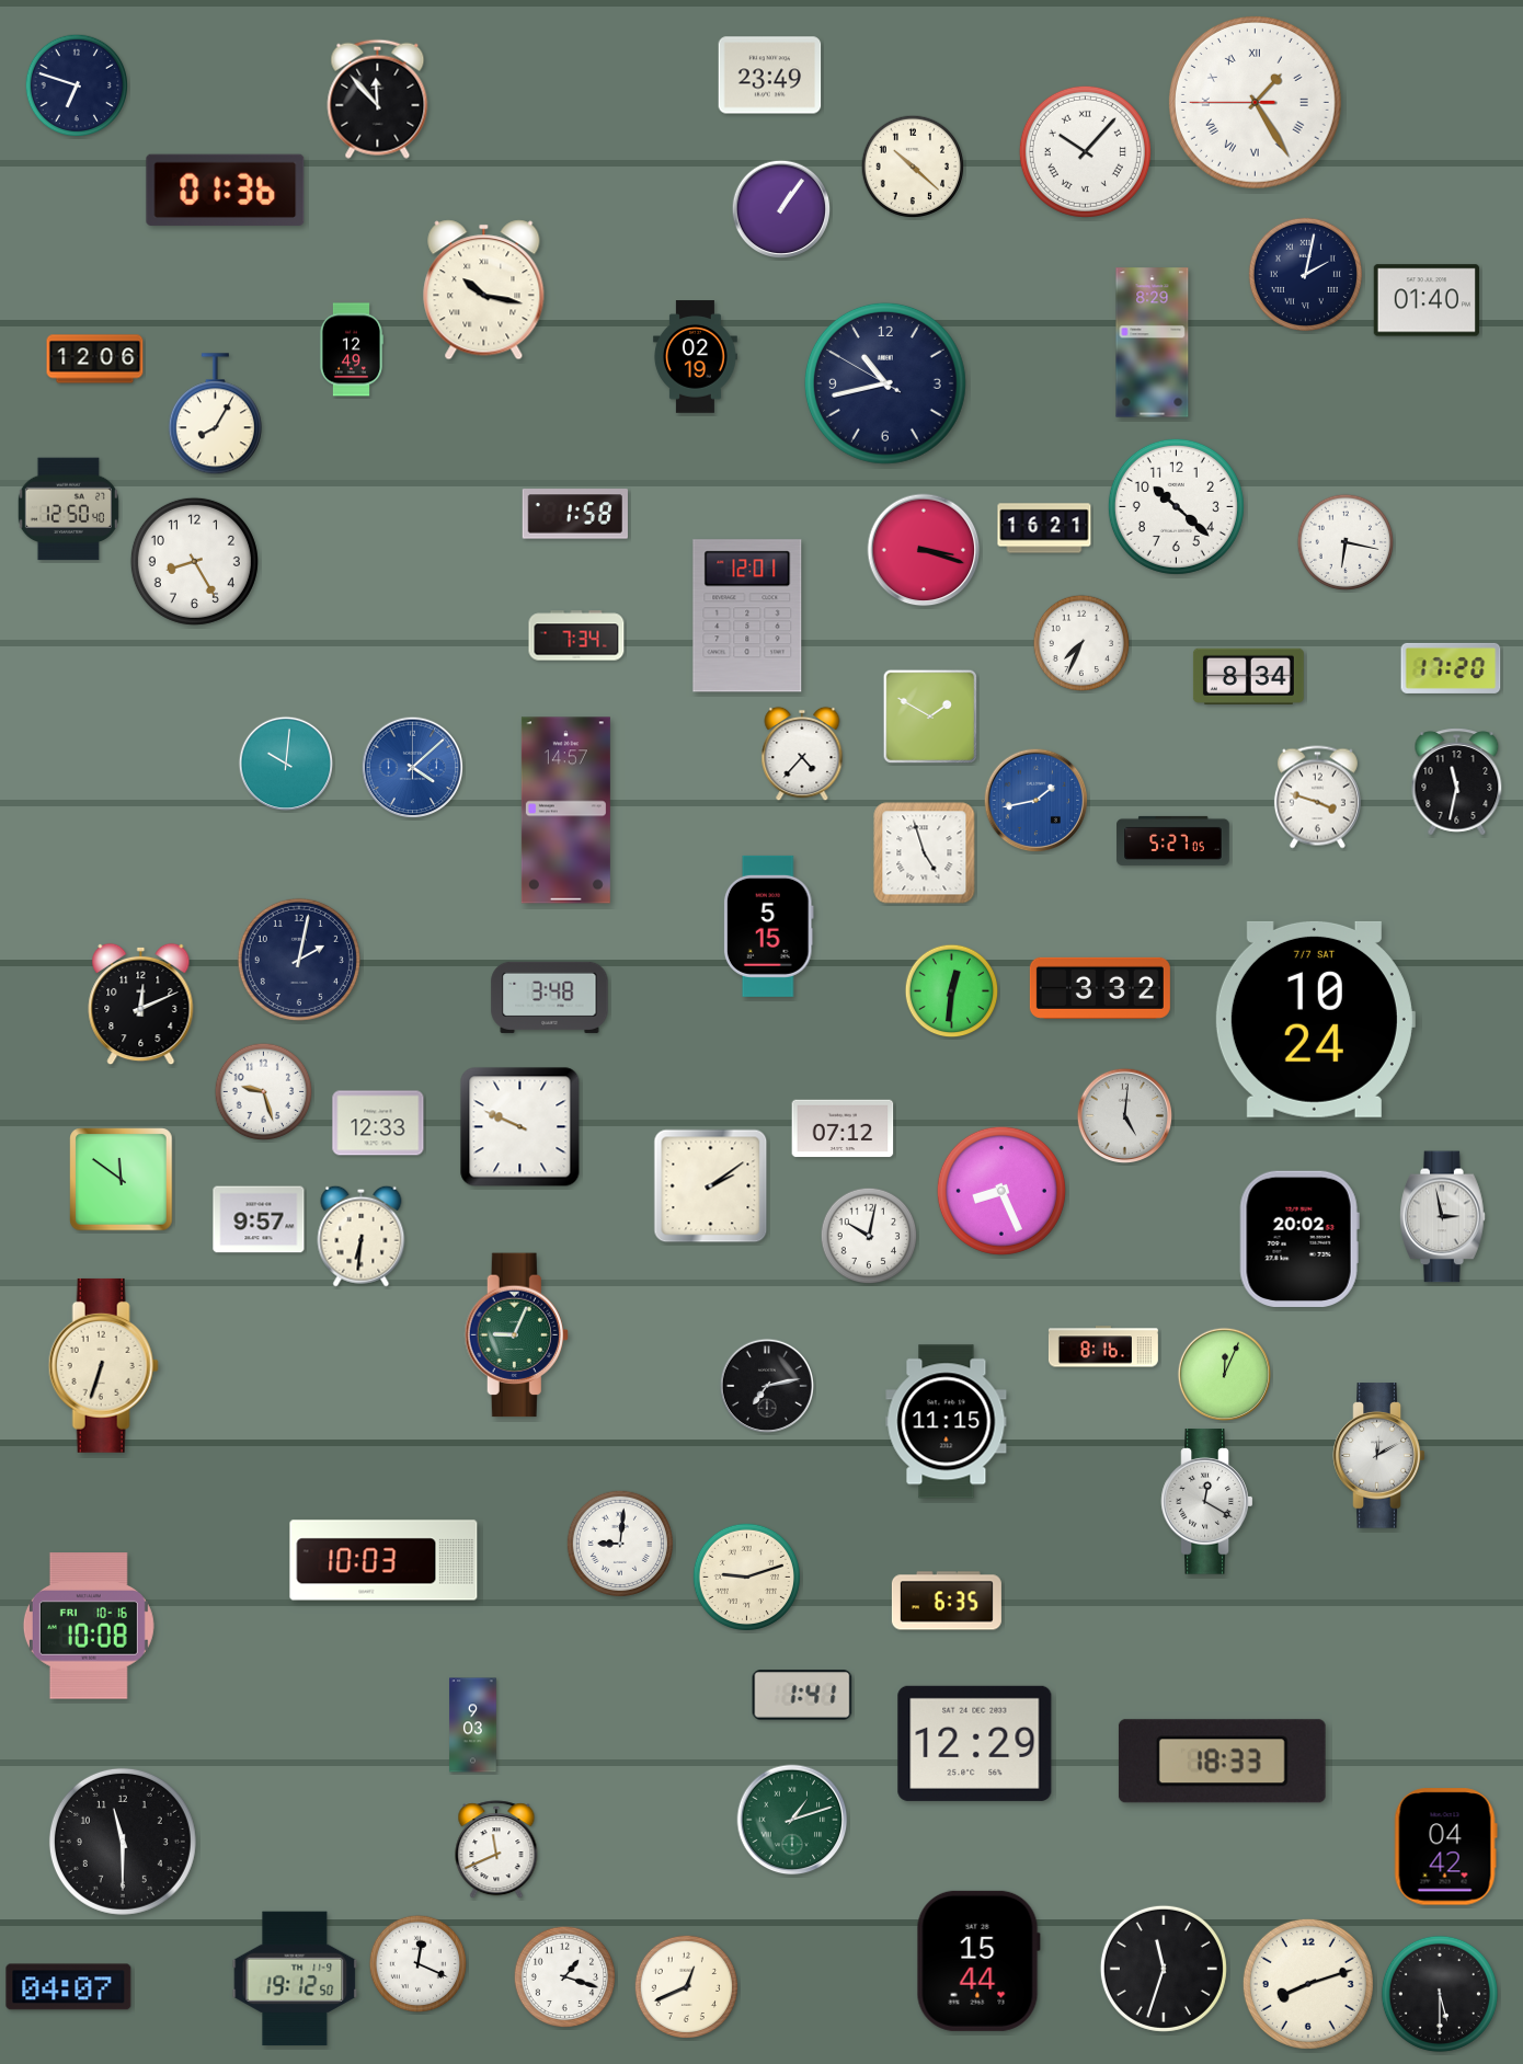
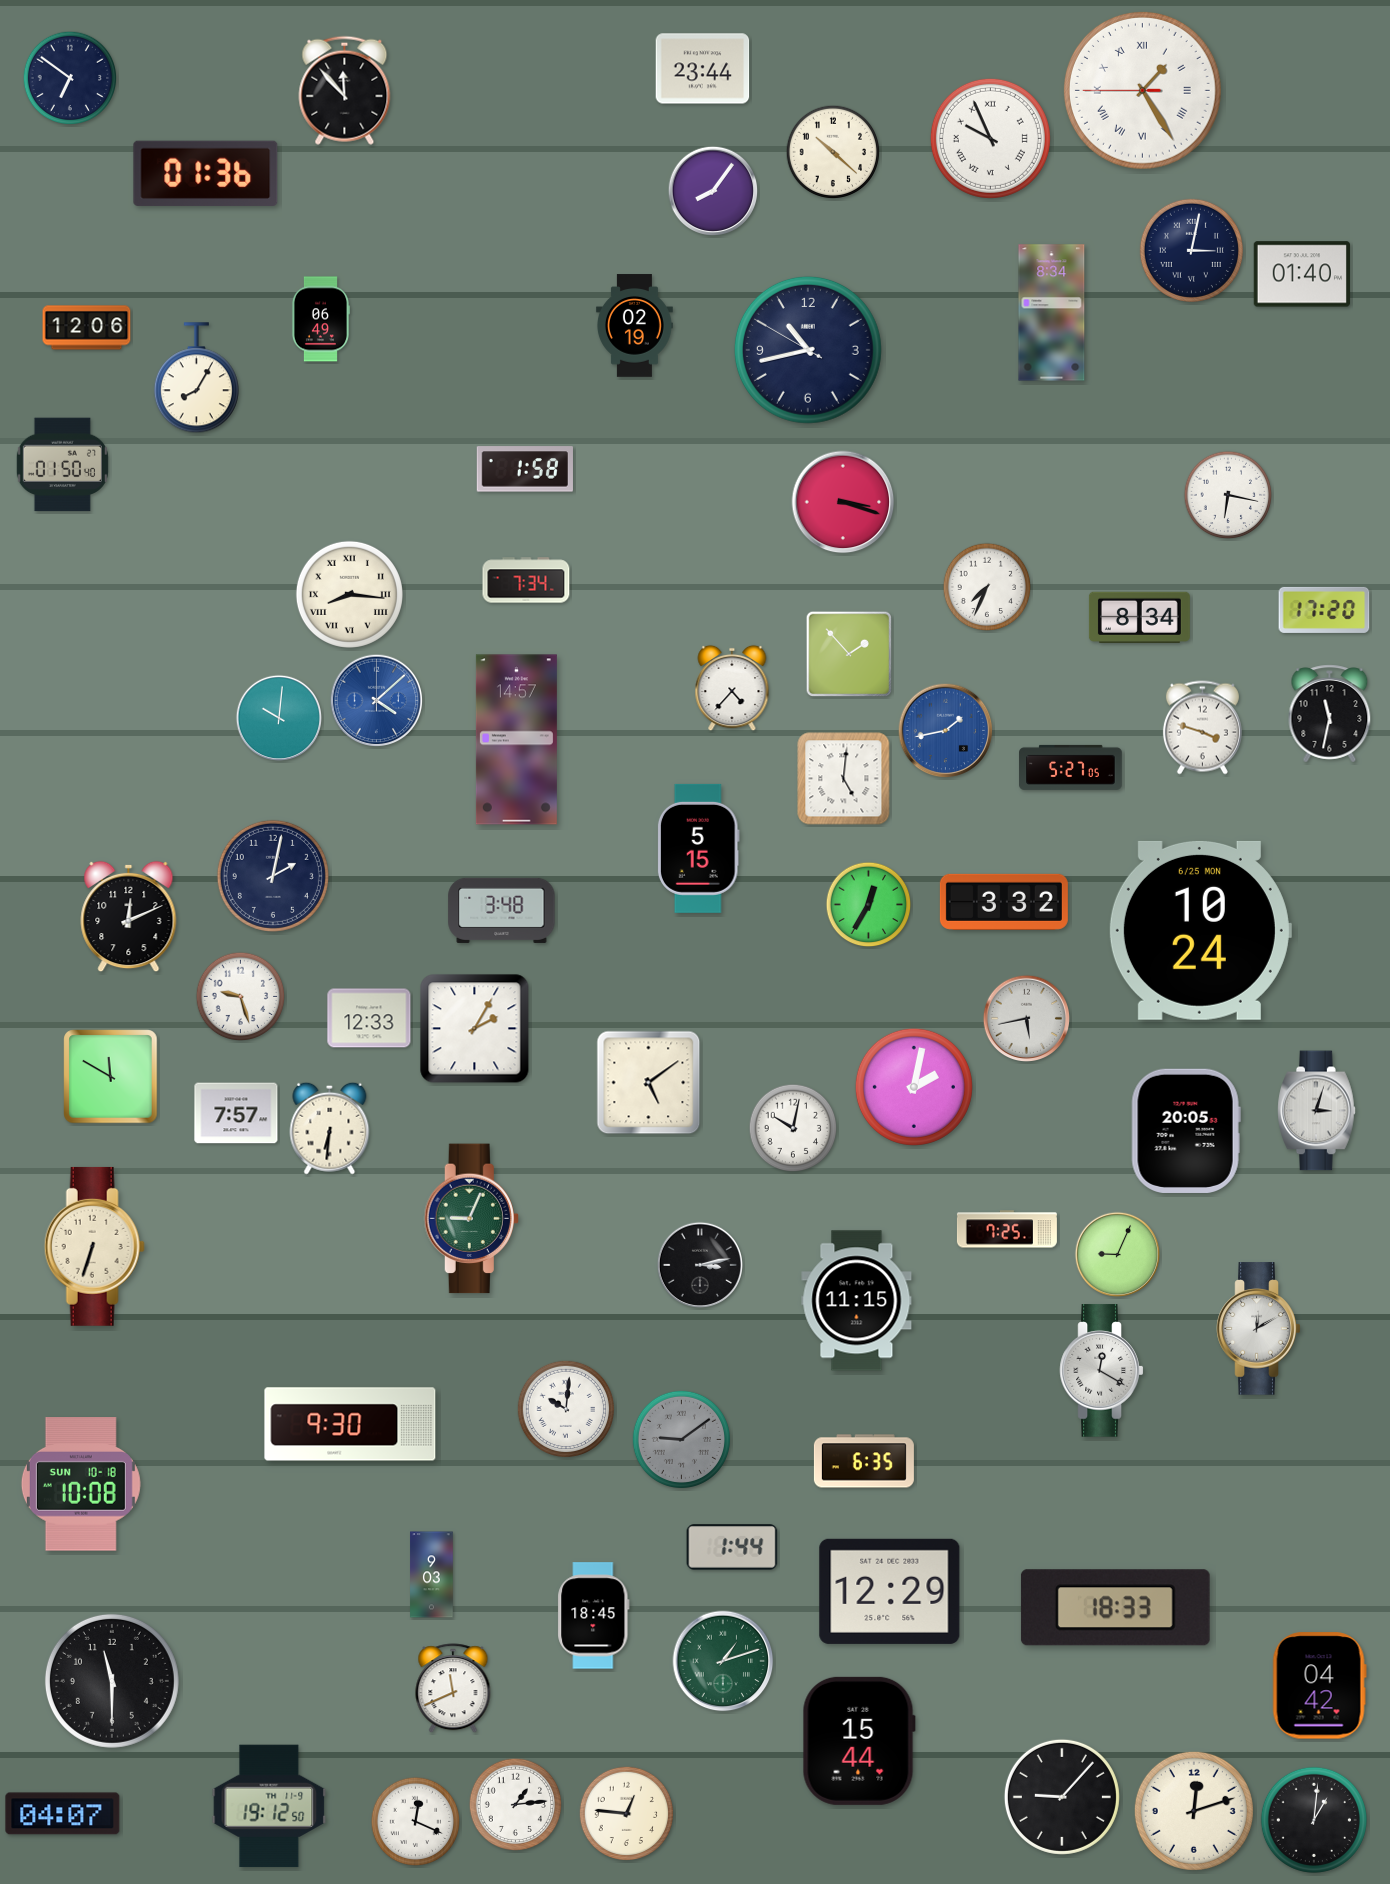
clock at (770, 76): 23:49 -> 23:44
clock at (77, 85): 6:48 -> 6:51
clock at (1255, 102) position: (1255, 102) -> (1142, 90)
clock at (1085, 151): 10:07 -> 9:56
clock at (781, 209): 1:06 -> 8:06
clock at (1305, 274): 2:02 -> 3:02
clock at (484, 290): 10:17 -> none
clock at (1153, 343): 8:29 -> 8:34
clock at (351, 349): 12:49 -> 06:49
clock at (1176, 506): 10:22 -> none
clock at (68, 509): 12:50 -> 01:50
clock at (1044, 528): 16:21 -> none
clock at (194, 561): 8:25 -> none
clock at (747, 616): 12:01 -> none
clock at (349, 594): none -> 8:16
clock at (930, 716): 1:50 -> 1:53
clock at (285, 762) position: (285, 762) -> (278, 717)
clock at (925, 853): 4:57 -> 5:01
clock at (768, 926) position: (768, 926) -> (698, 848)
clock at (952, 991): 12:31 -> 12:35
clock at (1315, 1019) date: 7/7 SAT -> 6/25 MON
clock at (1124, 1115): 5:01 -> 5:43
clock at (378, 1123) position: (378, 1123) -> (369, 1018)
clock at (520, 1127): 9:49 -> 2:05
clock at (843, 1128): 07:12 -> none
clock at (122, 1180): 11:51 -> 11:50
clock at (711, 1186): 2:09 -> 5:09
clock at (1001, 1191): 8:26 -> 2:02
clock at (1443, 1217): 2:58 -> 3:03
clock at (259, 1219): 9:57 -> 7:57
clock at (1299, 1239): 20:02 -> 20:05
clock at (1103, 1346): 8:16 -> 7:25
clock at (1224, 1374): 12:04 -> 9:04
clock at (766, 1385): 7:13 -> 3:13
clock at (947, 1422) position: (947, 1422) -> (857, 1301)
clock at (619, 1543): 9:01 -> 10:01
clock at (383, 1560): 10:03 -> 9:30
clock at (746, 1576): 9:12 -> 9:09
clock at (746, 1576) dial: cream -> grey
clock at (89, 1626) date: FRI 10-16 -> SUN 10-18
clock at (802, 1695): 1:41 -> 1:44
clock at (594, 1616): none -> 18:45
clock at (978, 1961) position: (978, 1961) -> (859, 1741)
clock at (419, 1964) position: (419, 1964) -> (416, 1822)
clock at (1164, 1969): 11:33 -> 9:07
clock at (565, 1977): 1:18 -> 1:14
clock at (1308, 1984): 8:12 -> 12:12
clock at (686, 1986): 12:41 -> 12:46
clock at (1440, 1994): 5:30 -> 1:01
